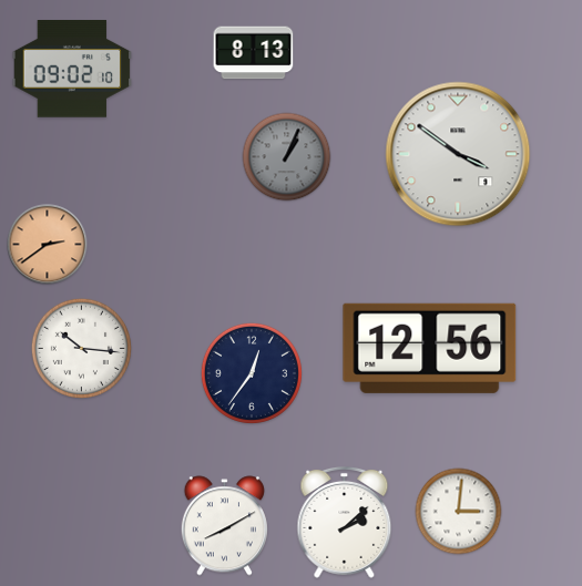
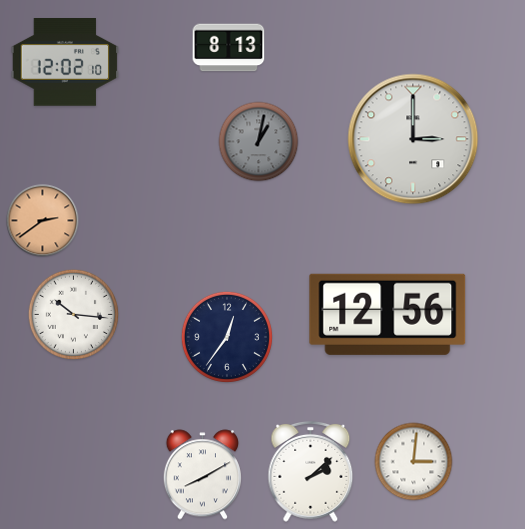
clock at (72, 70): 09:02 -> 12:02
clock at (458, 154): 3:51 -> 3:00
clock at (287, 157): 1:04 -> 1:02
